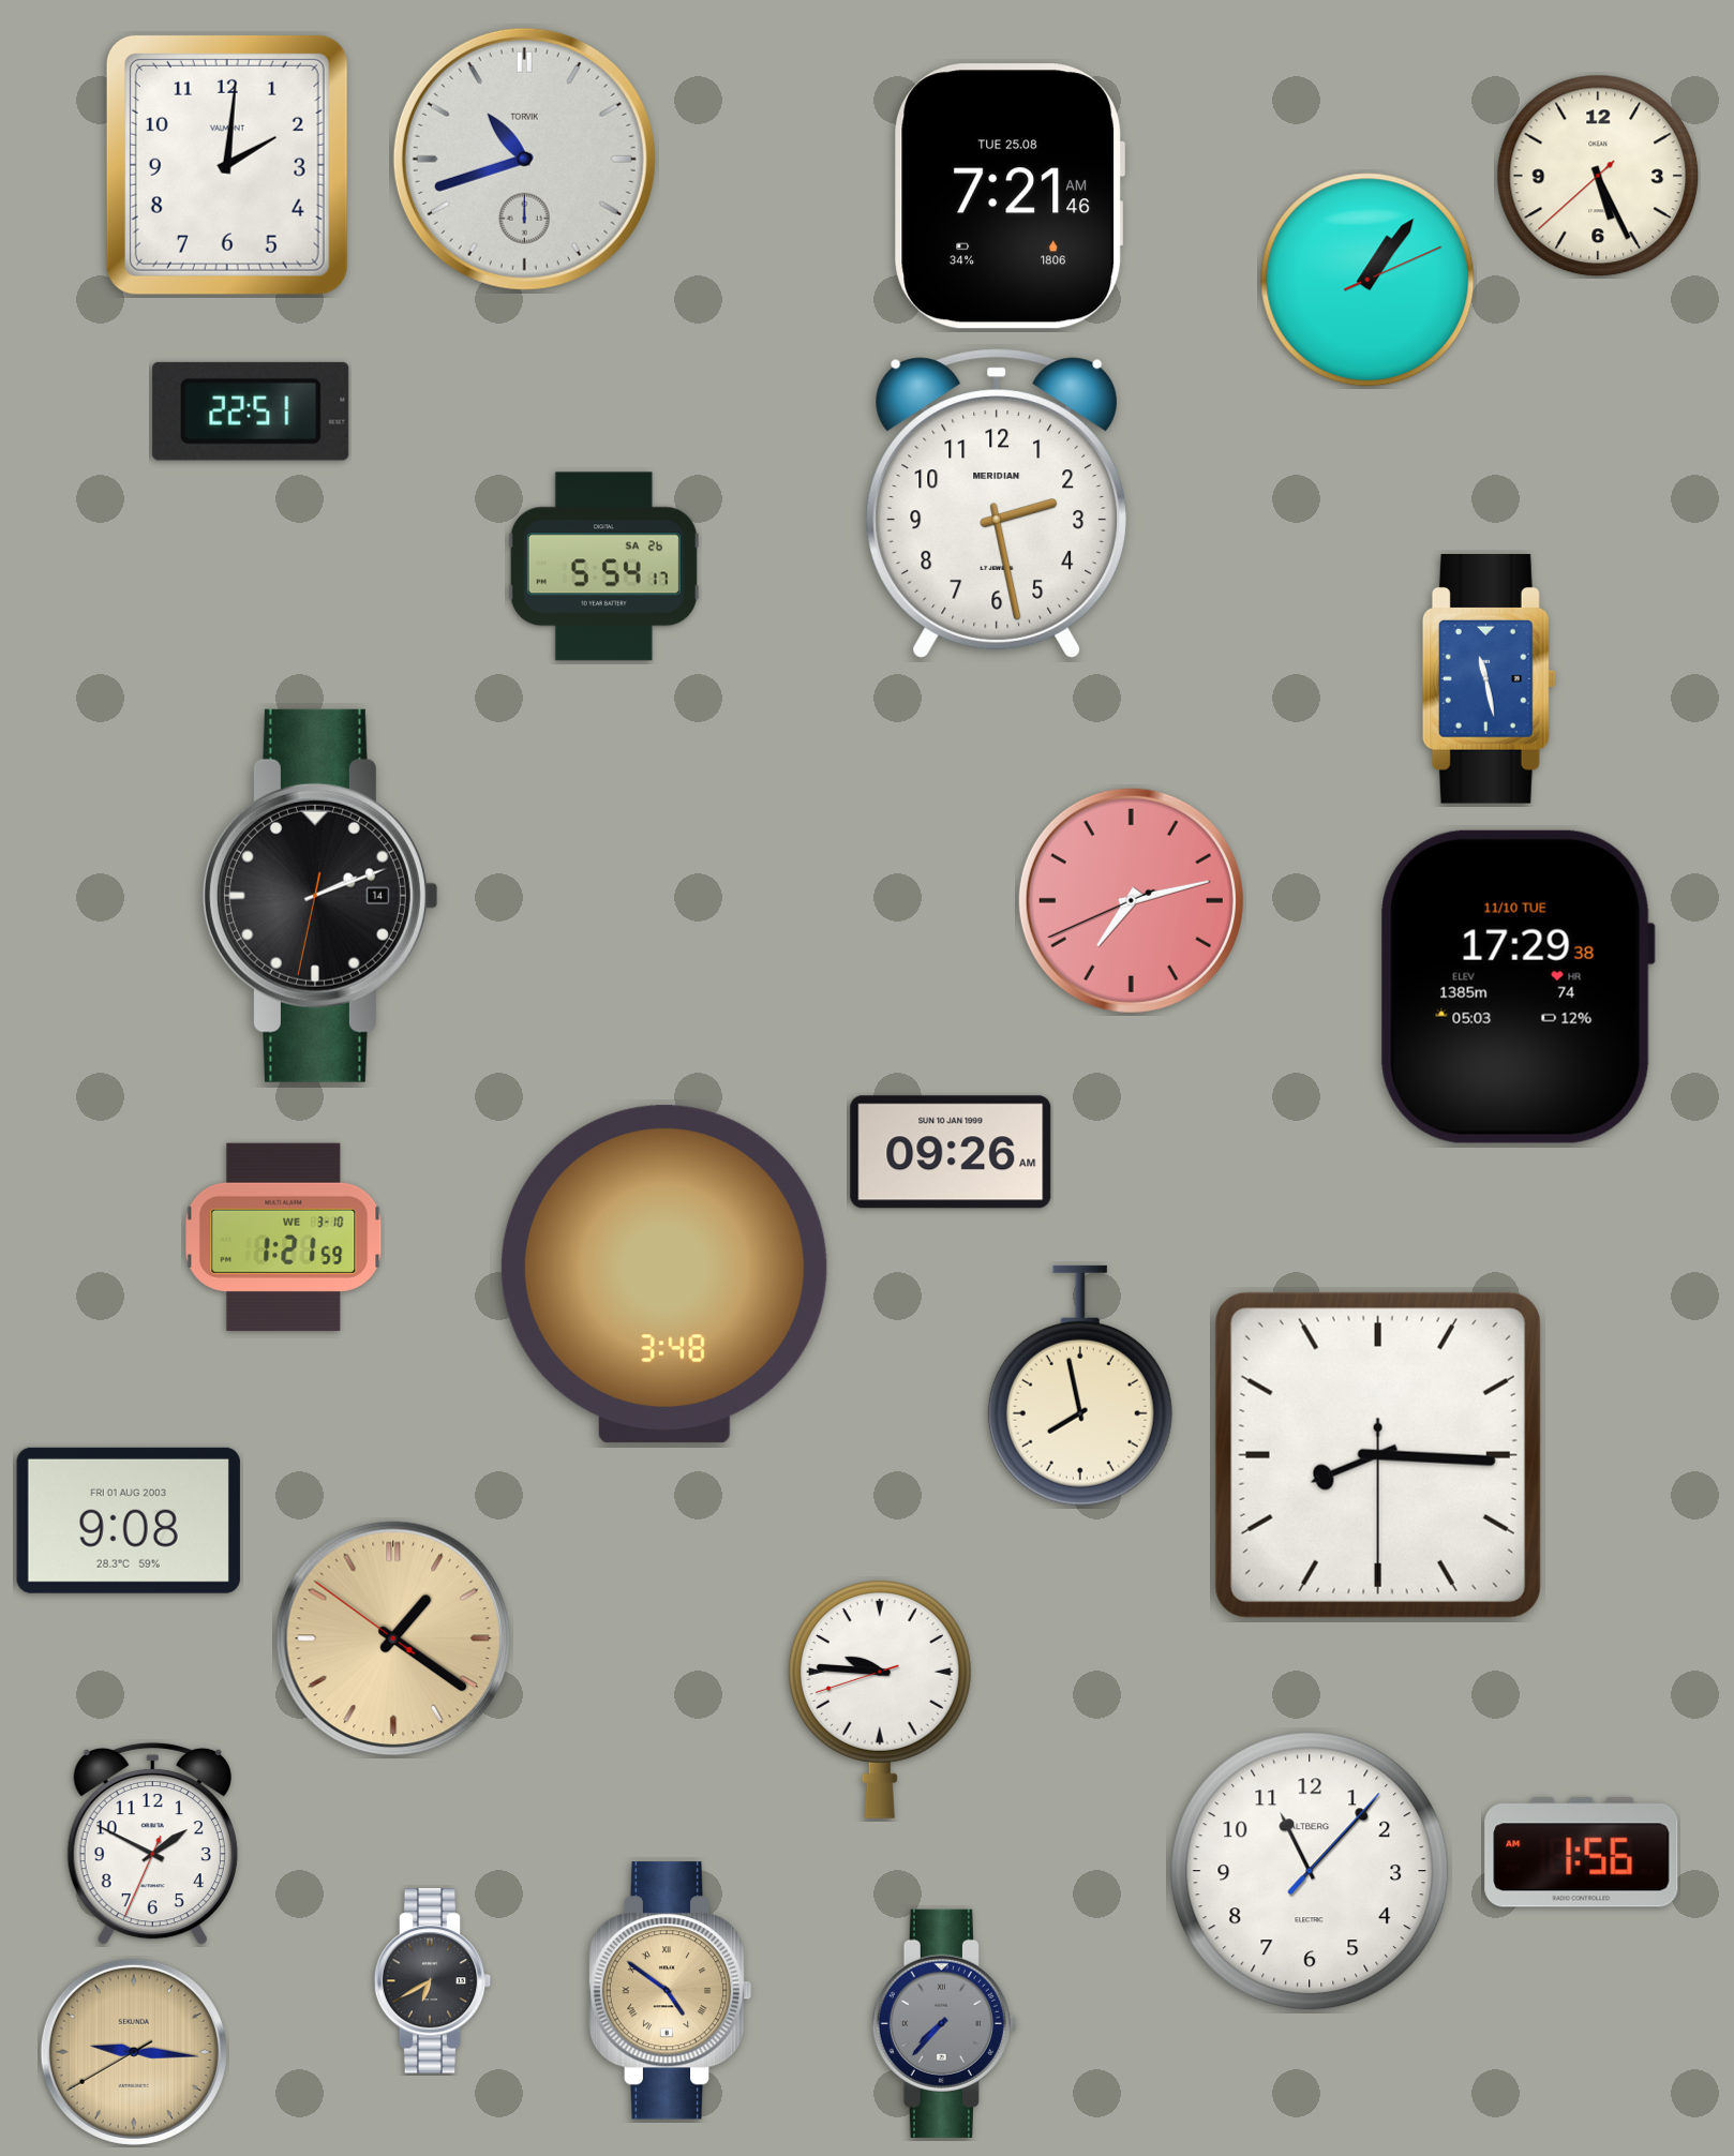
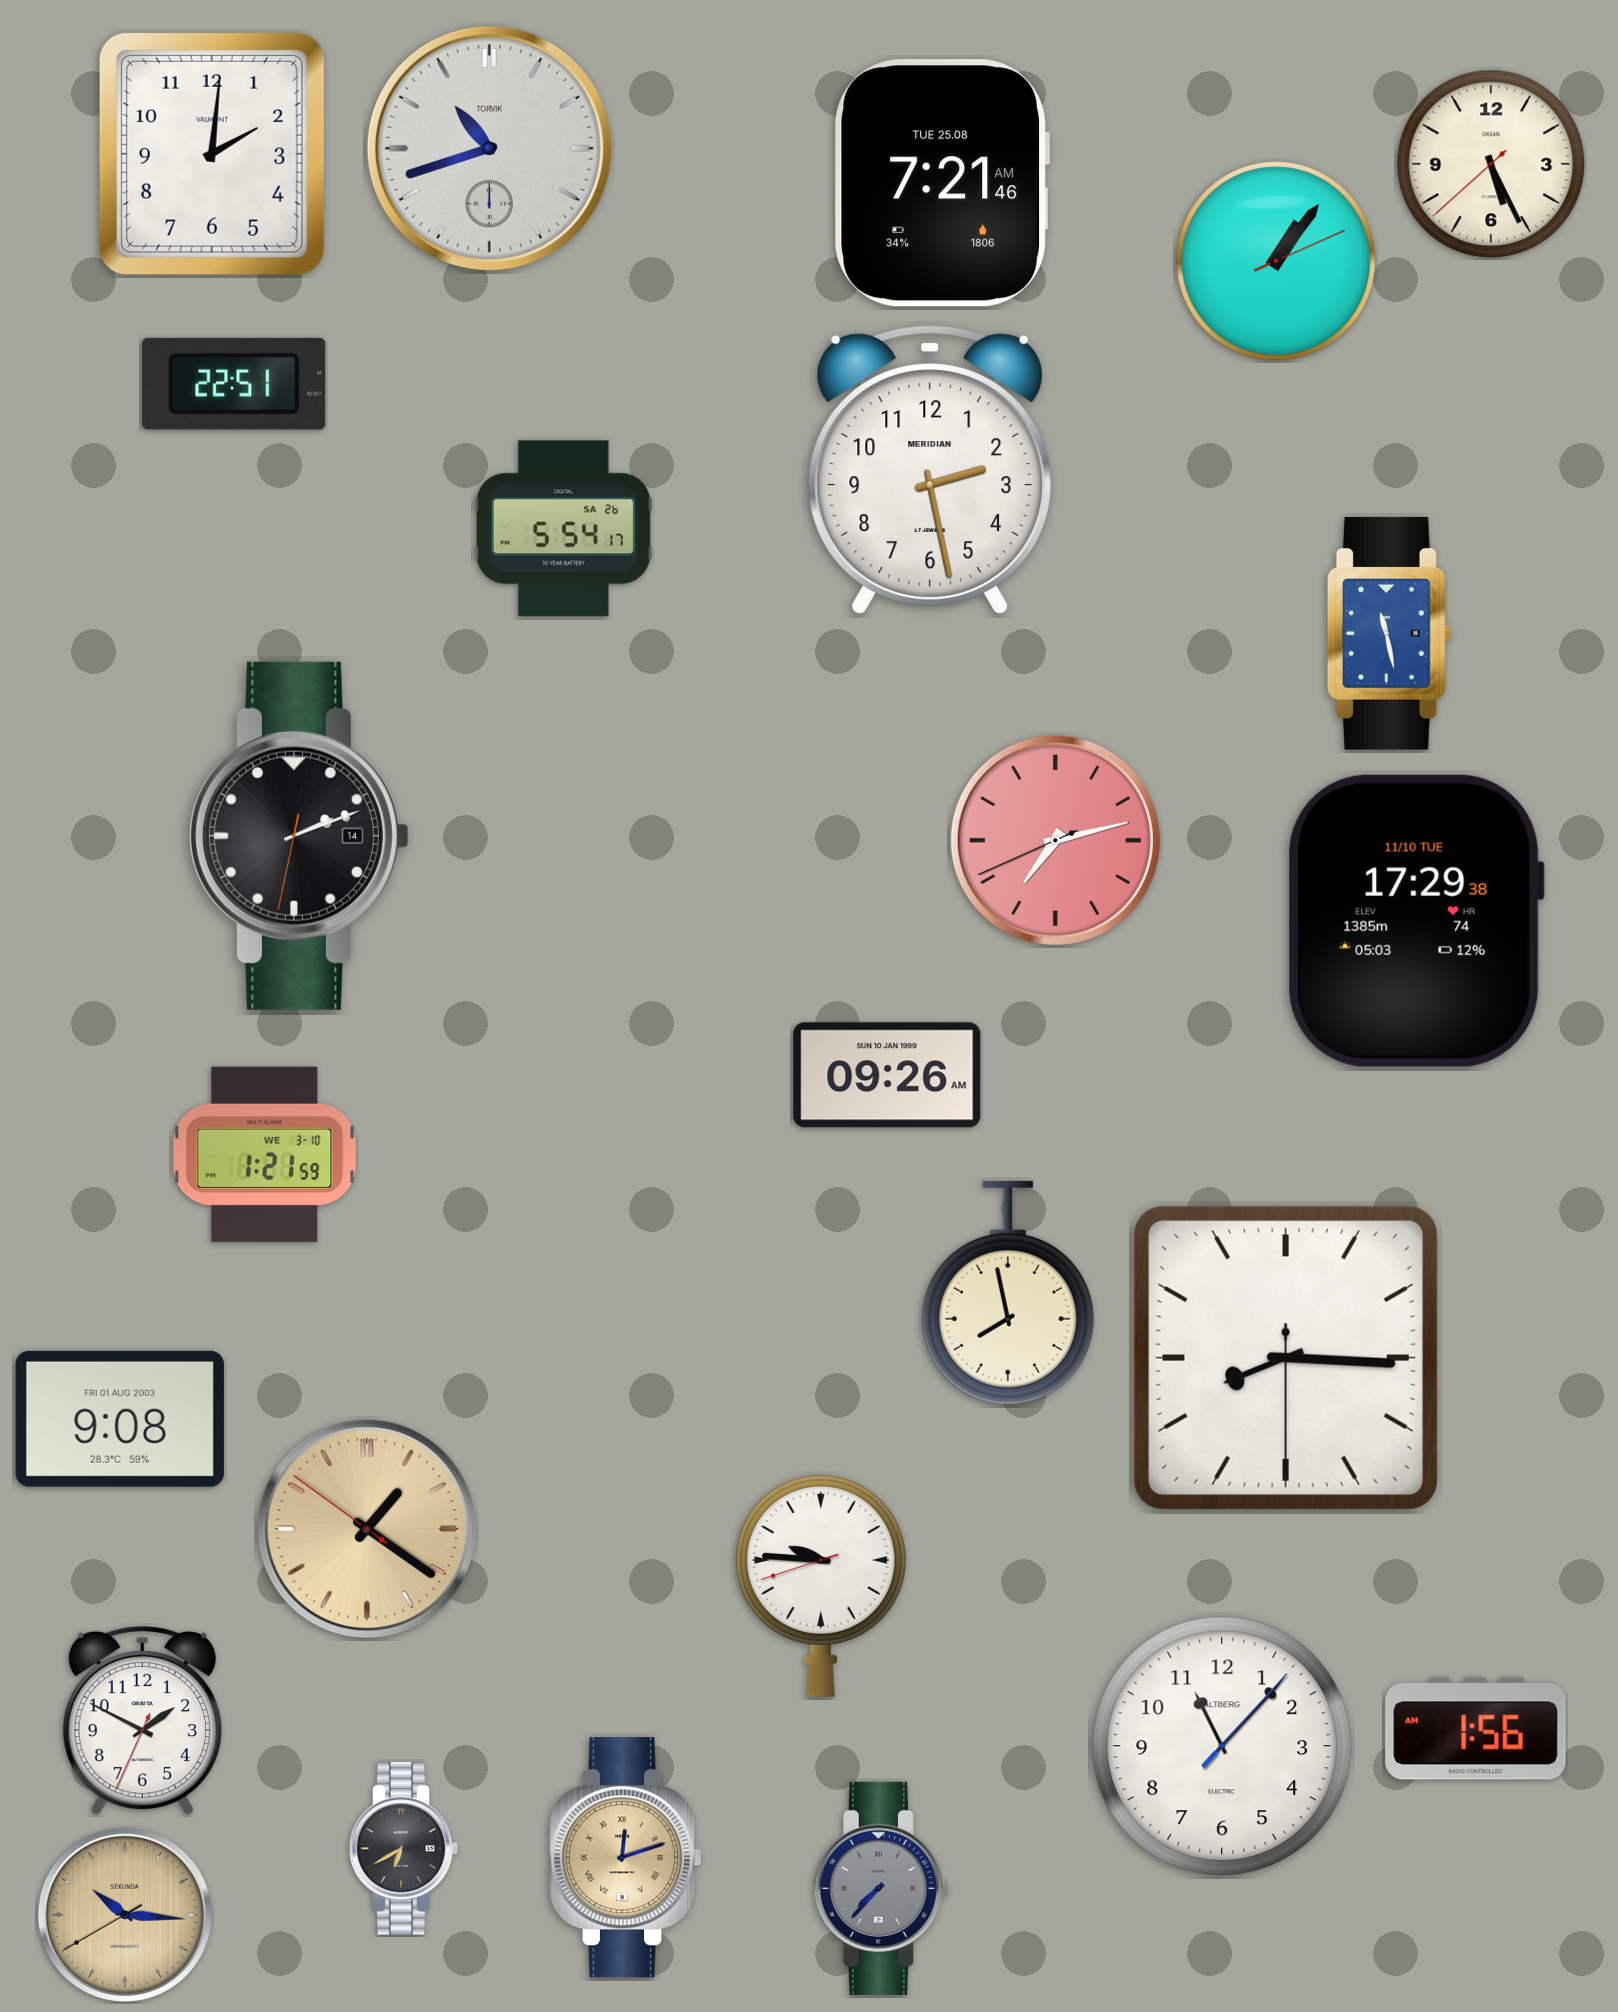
clock at (664, 1274): 3:48 -> none
clock at (670, 1991): 4:51 -> 12:12
clock at (134, 2052): 9:15 -> 10:15
